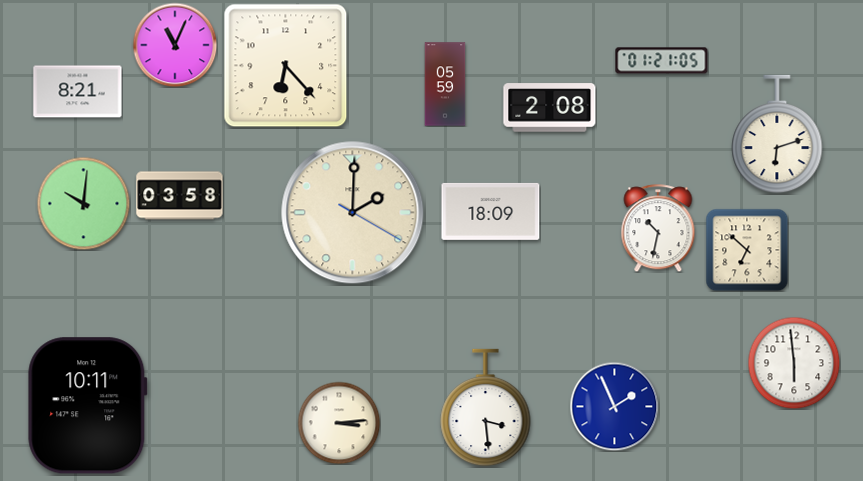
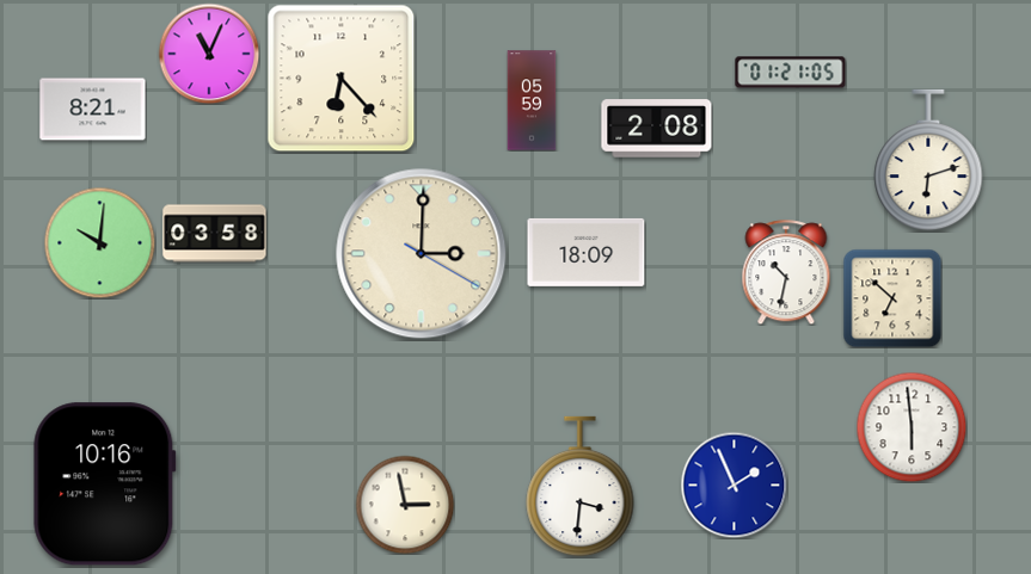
clock at (353, 213): 2:00 -> 3:00
clock at (794, 363) position: (794, 363) -> (912, 427)
clock at (88, 406): 10:11 -> 10:16
clock at (486, 408): 3:29 -> 3:31
clock at (339, 423): 3:14 -> 2:58
